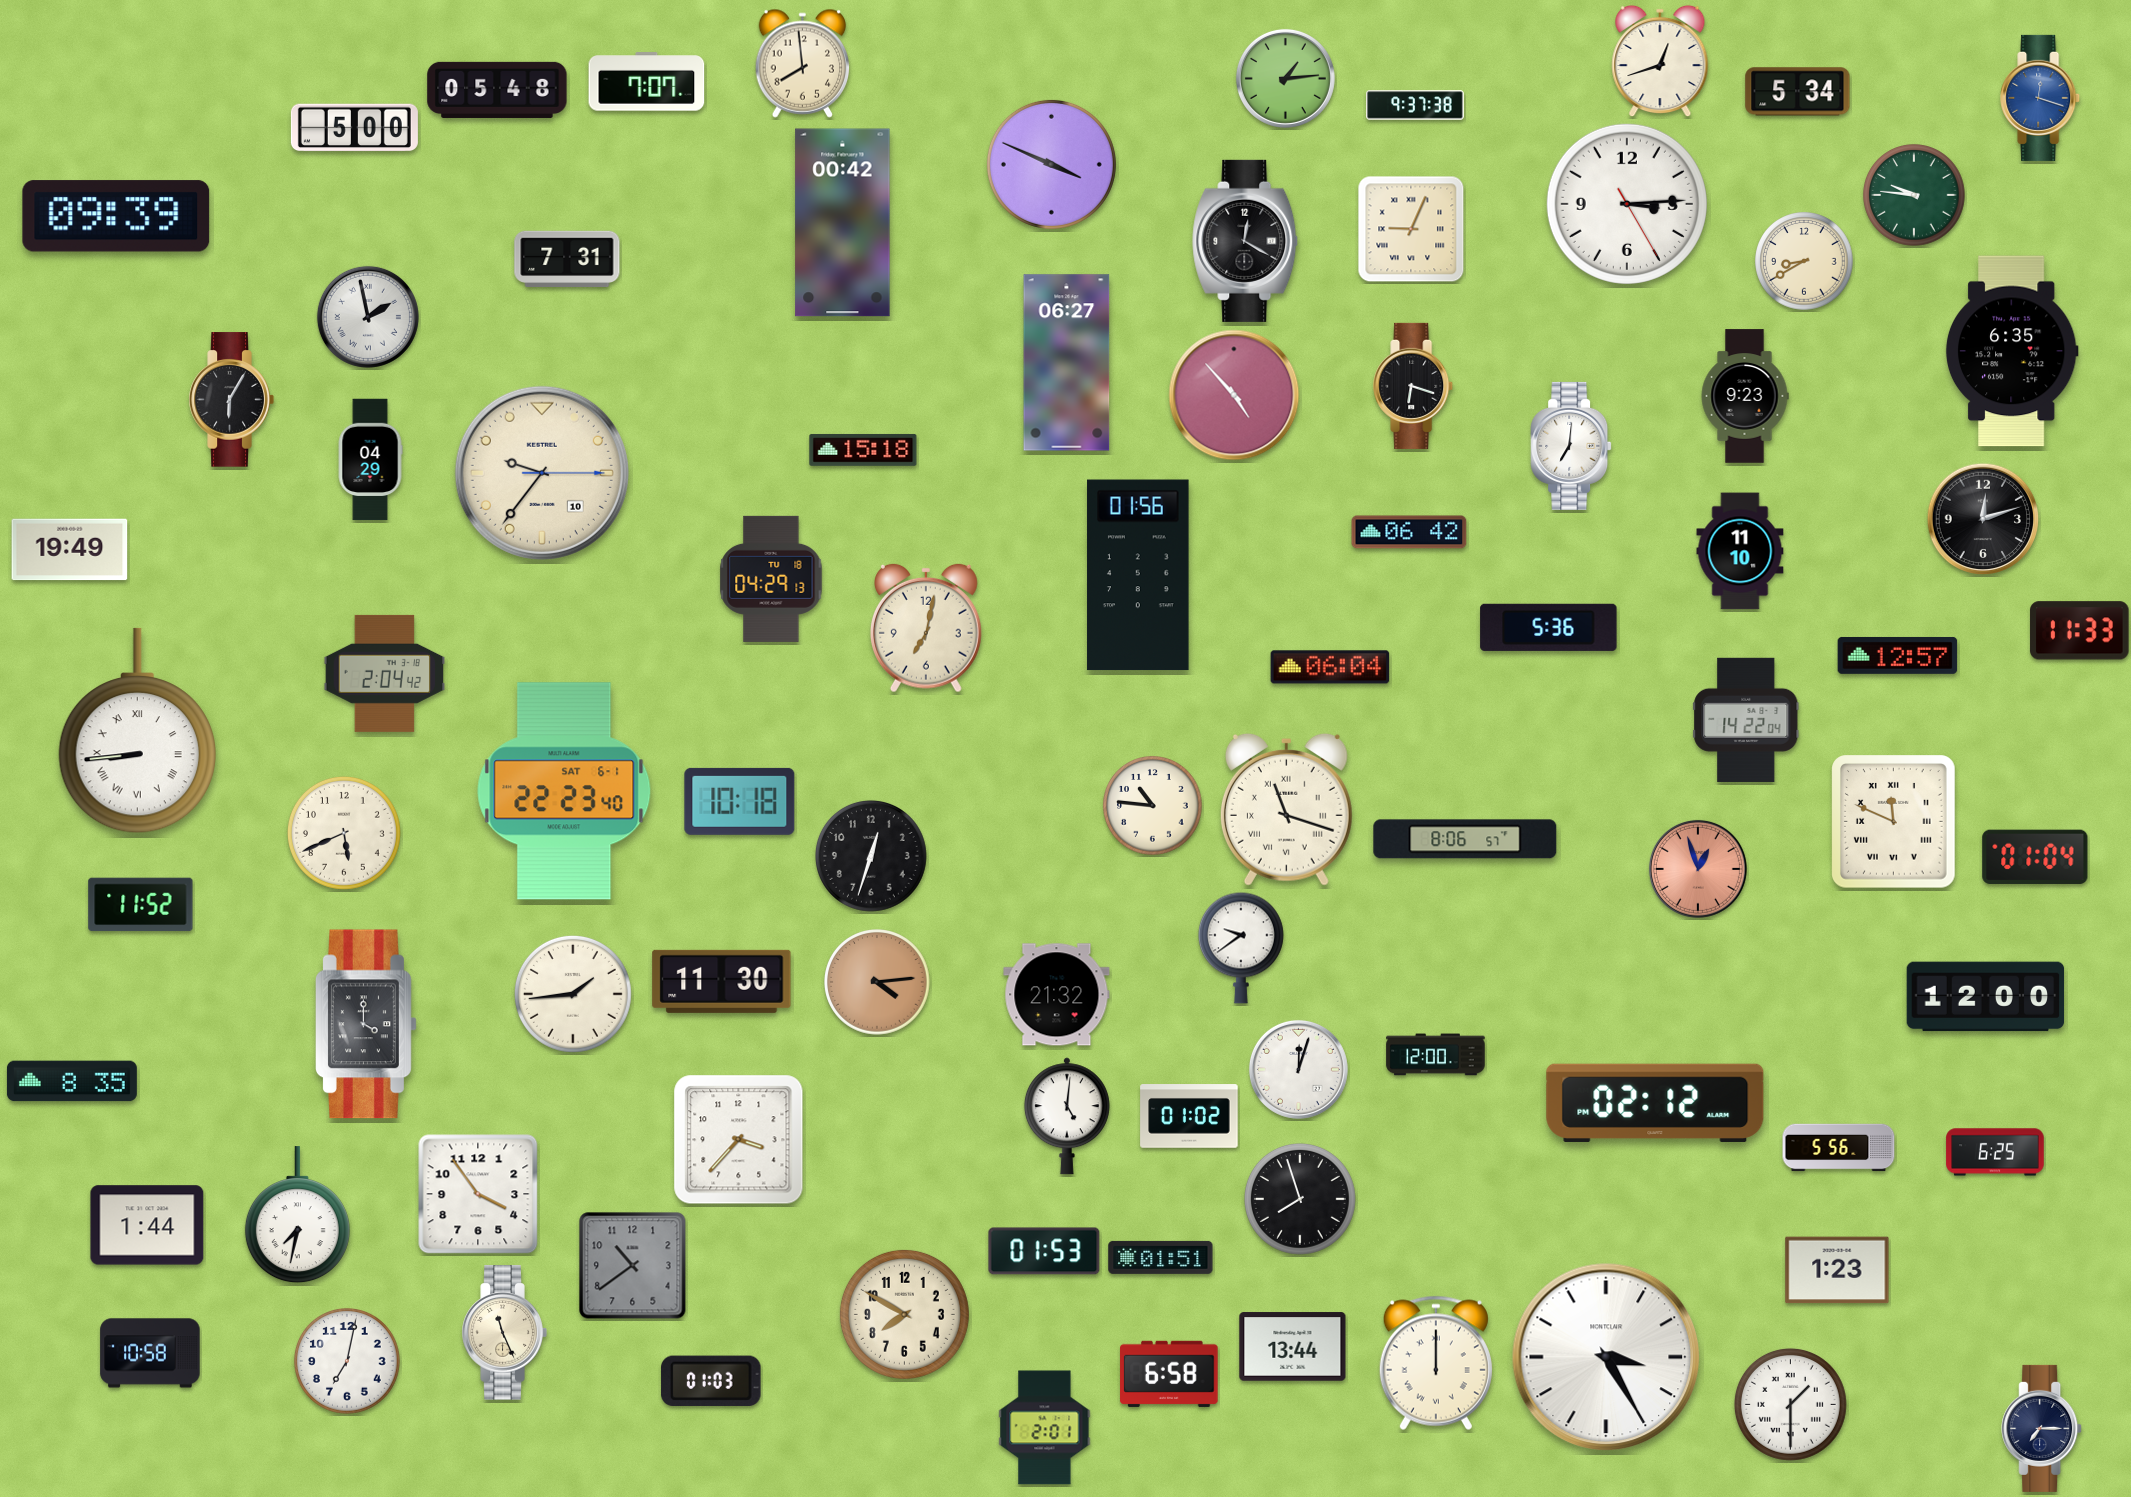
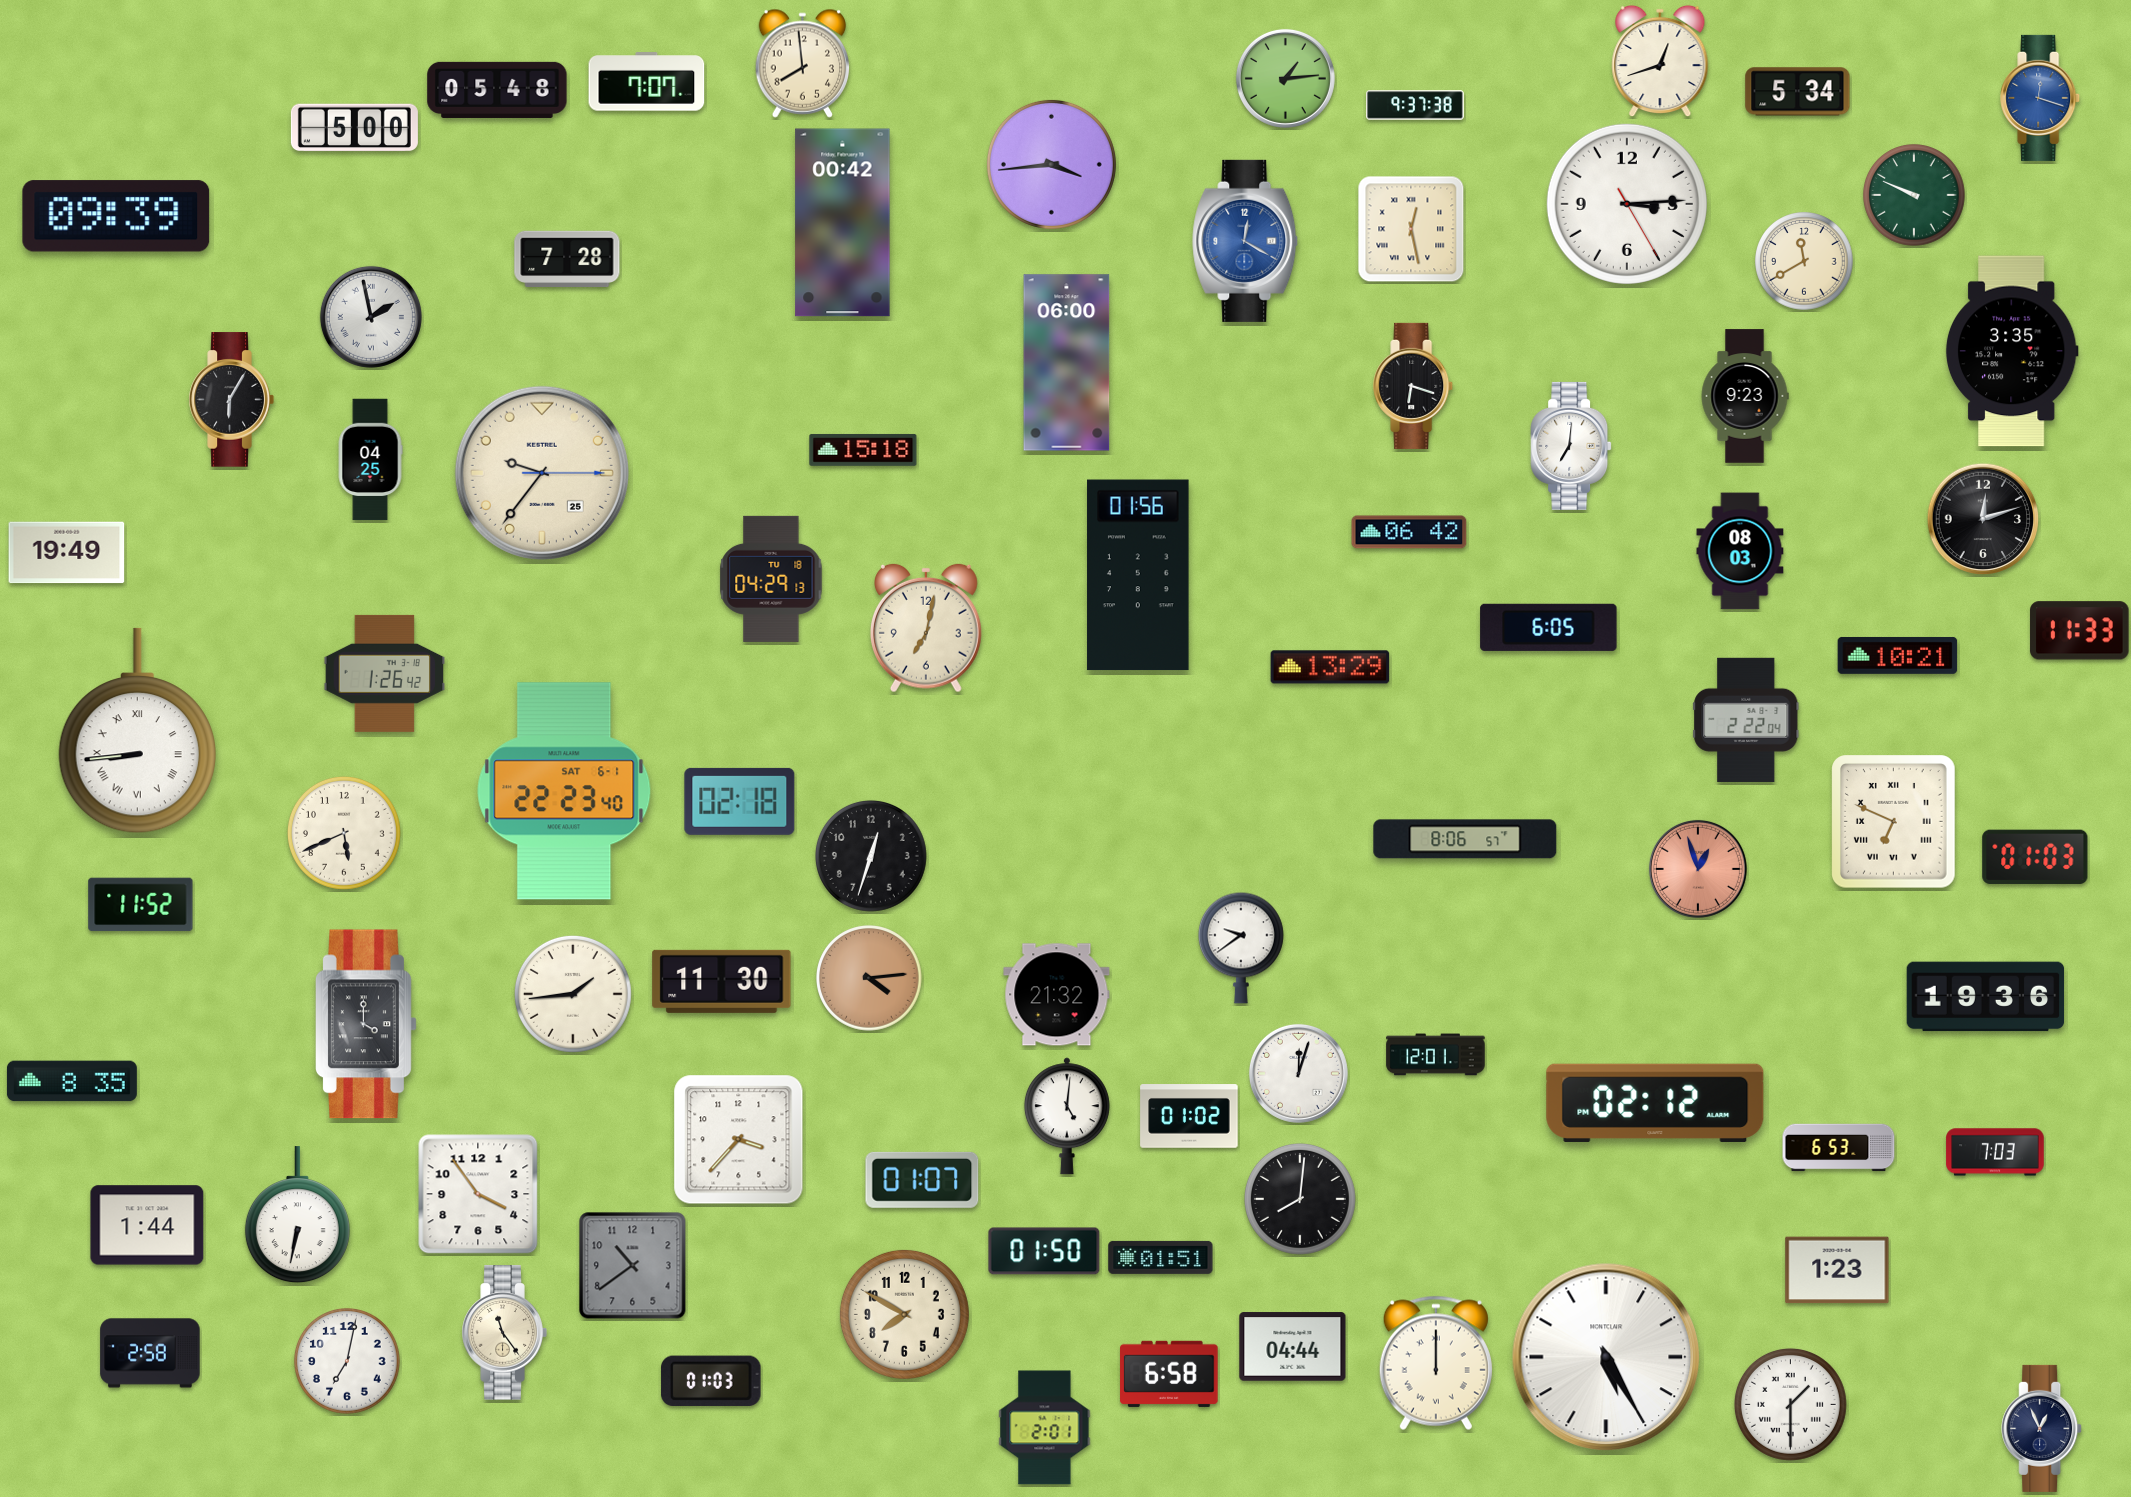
clock at (1051, 164): 3:49 -> 3:44
clock at (1914, 195): 9:46 -> 9:49
clock at (1411, 229): 9:04 -> 12:28
clock at (1246, 241) dial: black -> blue
clock at (567, 258): 7:31 -> 7:28
clock at (1804, 261): 8:40 -> 11:40
clock at (368, 317) position: (368, 317) -> (371, 317)
clock at (2012, 351): 6:35 -> 3:35
clock at (1067, 363): 06:27 -> 06:00
clock at (1234, 395): 4:53 -> none
clock at (370, 460): 04:29 -> 04:25
clock at (542, 473) date: 10 -> 25
clock at (70, 550) position: (70, 550) -> (67, 553)
clock at (1740, 551): 11:10 -> 08:03
clock at (1549, 627): 5:36 -> 6:05
clock at (1898, 655): 12:57 -> 10:21
clock at (1330, 667): 06:04 -> 13:29
clock at (385, 673): 2:04 -> 1:26
clock at (1746, 720): 14:22 -> 2:22
clock at (740, 801): 10:18 -> 02:18
clock at (1153, 806): 10:46 -> none
clock at (1286, 809): 11:18 -> none
clock at (1894, 822): 11:49 -> 6:49
clock at (2035, 856): 01:04 -> 01:03
clock at (878, 983) position: (878, 983) -> (870, 979)
clock at (1986, 997): 12:00 -> 19:36
clock at (1436, 1055): 12:00 -> 12:01
clock at (1298, 1069) position: (1298, 1069) -> (1298, 1073)
clock at (1839, 1148): 5:56 -> 6:53
clock at (1995, 1152): 6:25 -> 7:03
clock at (922, 1180): none -> 01:07
clock at (1300, 1199): 7:57 -> 8:01
clock at (297, 1215): 7:32 -> 6:32
clock at (1044, 1251): 01:53 -> 01:50
clock at (504, 1333): 11:26 -> 11:24
clock at (1293, 1347): 13:44 -> 04:44
clock at (150, 1353): 10:58 -> 2:58
clock at (1606, 1357): 3:25 -> 5:25
clock at (2042, 1428): 7:15 -> 12:56
